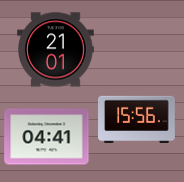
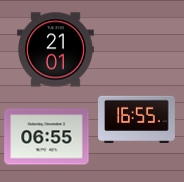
clock at (137, 119): 15:56 -> 16:55
clock at (47, 137): 04:41 -> 06:55
